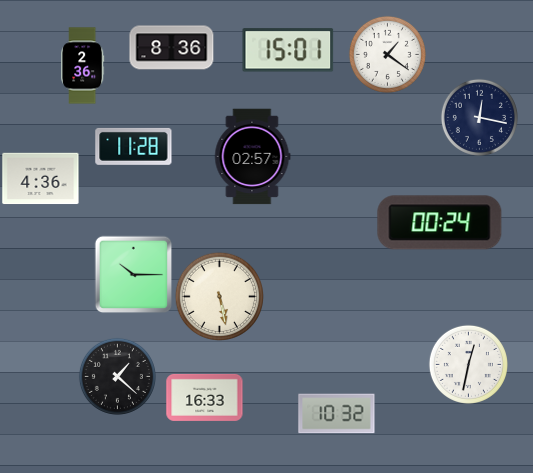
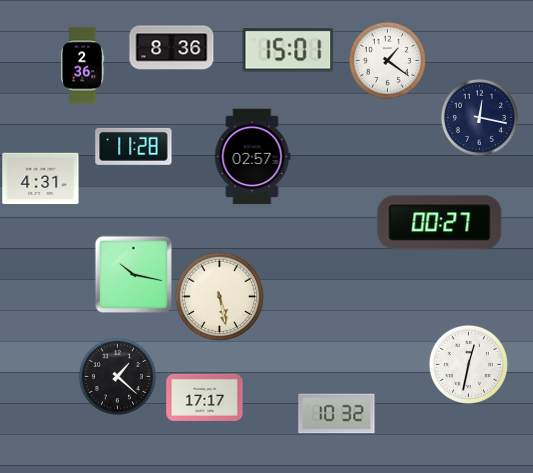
clock at (387, 54) position: (387, 54) -> (387, 60)
clock at (41, 179): 4:36 -> 4:31
clock at (440, 223): 00:24 -> 00:27
clock at (133, 274): 10:15 -> 10:17
clock at (205, 397): 16:33 -> 17:17
